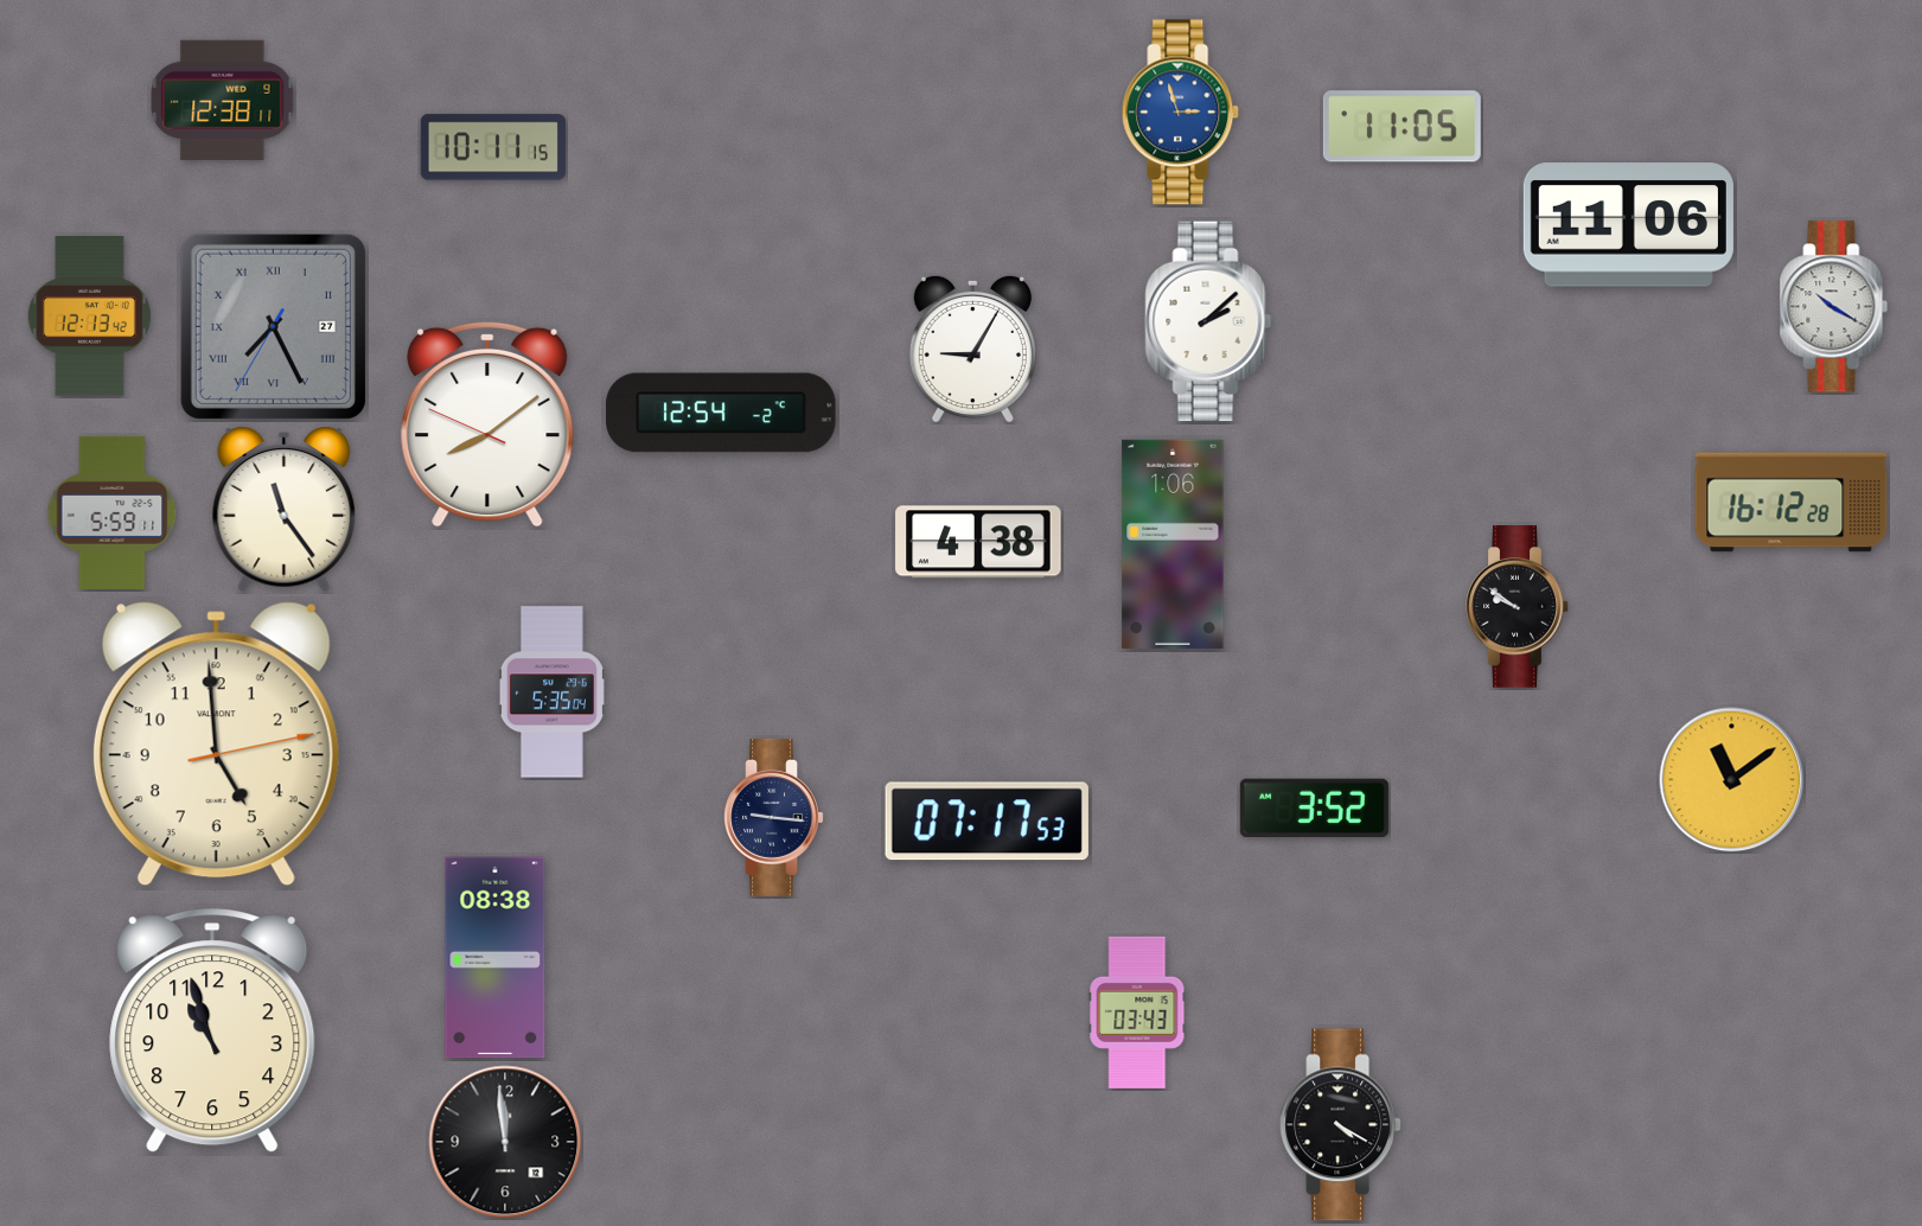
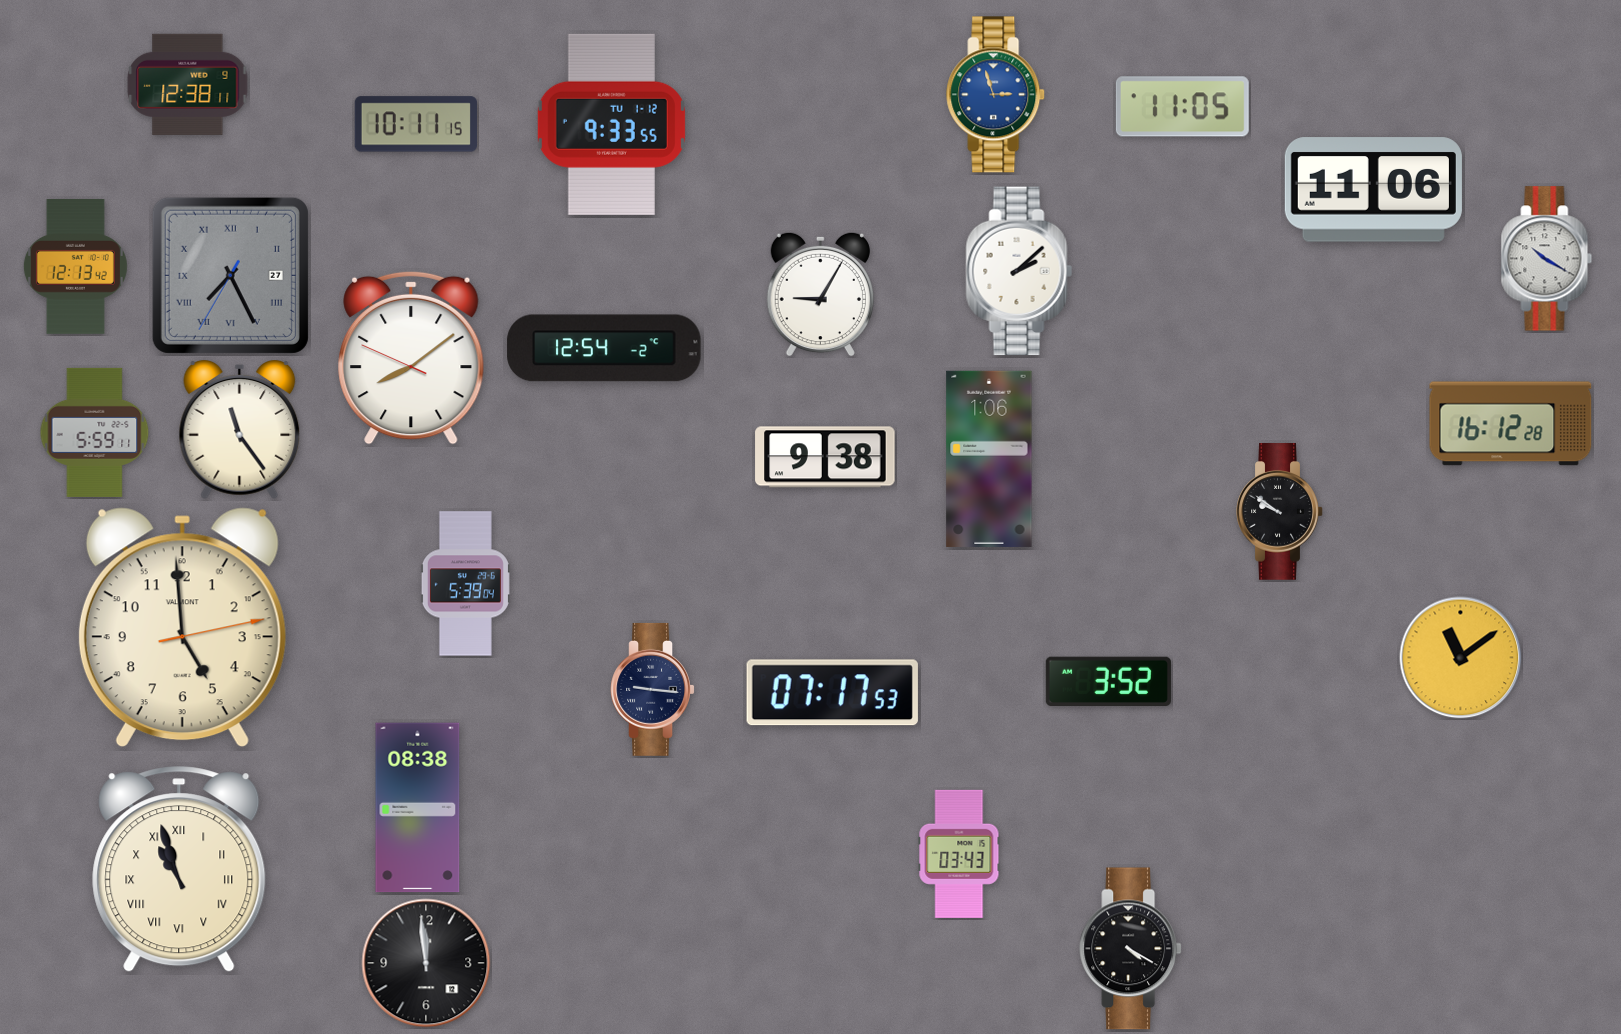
clock at (611, 124): none -> 9:33
clock at (721, 413) position: (721, 413) -> (604, 348)
clock at (978, 542): 4:38 -> 9:38
clock at (551, 692): 5:35 -> 5:39
clock at (212, 1032) numerals: Arabic -> Roman
